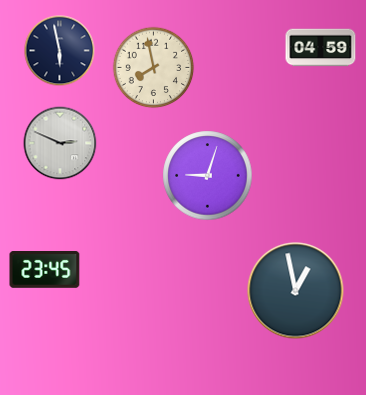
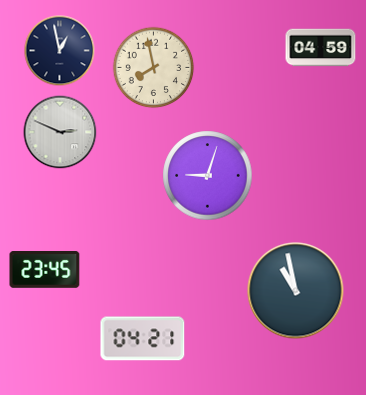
clock at (60, 51): 5:58 -> 12:58
clock at (60, 143) position: (60, 143) -> (60, 132)
clock at (296, 291): 12:58 -> 10:58
clock at (143, 339): none -> 04:21
